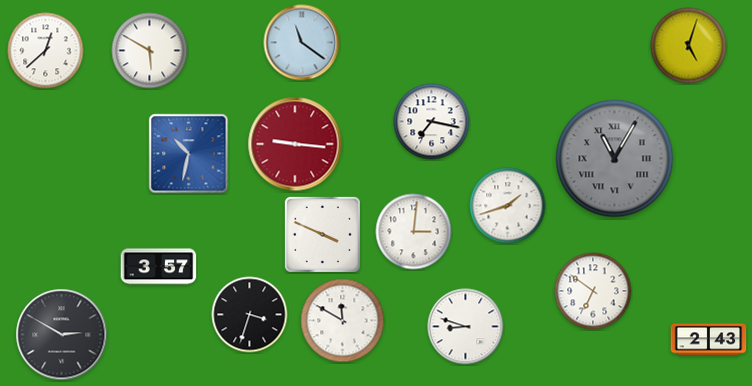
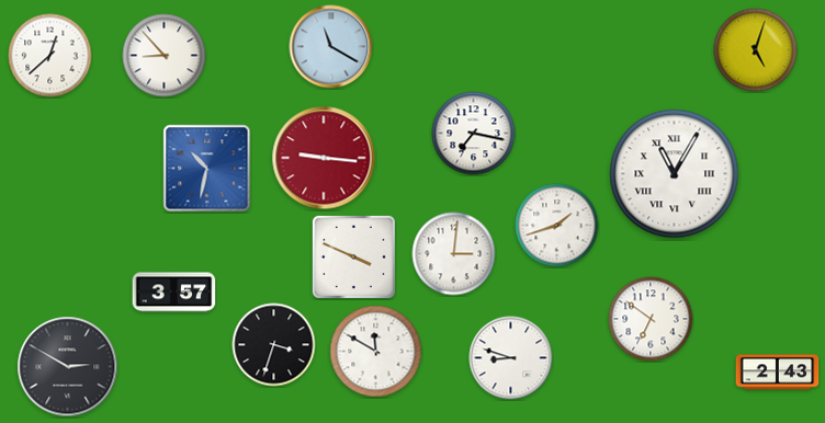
clock at (302, 43): 11:21 -> 11:20
clock at (150, 51): 5:50 -> 8:53
clock at (615, 159) dial: grey -> white
